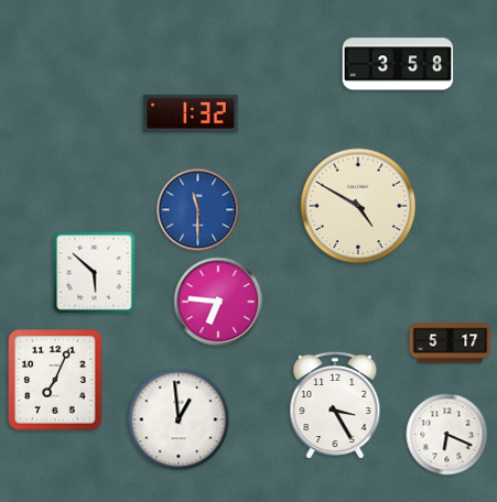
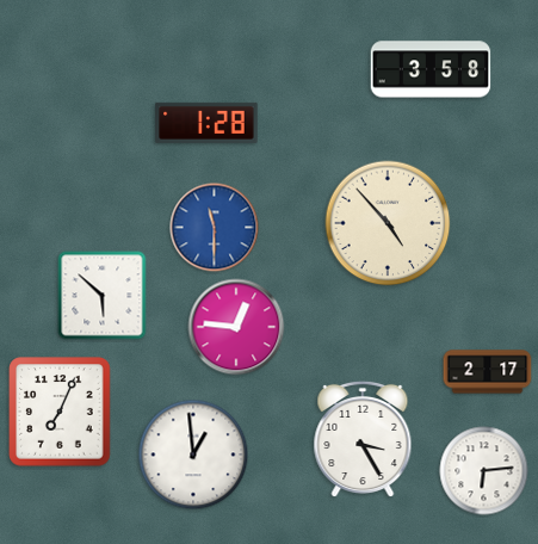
clock at (191, 113): 1:32 -> 1:28
clock at (358, 206): 4:50 -> 4:53
clock at (218, 302): 6:46 -> 12:46
clock at (451, 343): 5:17 -> 2:17
clock at (447, 435): 6:19 -> 6:14
